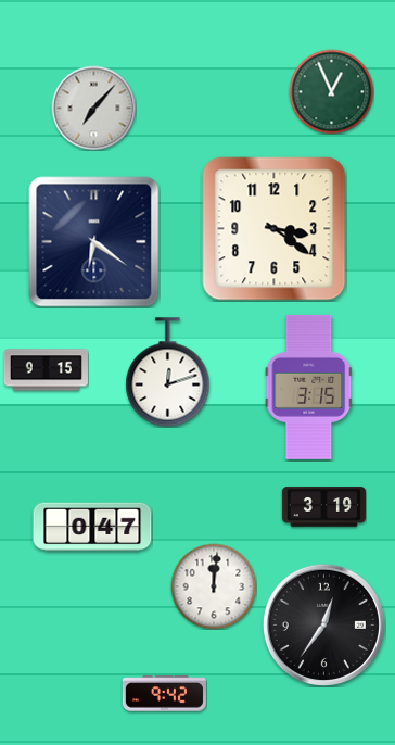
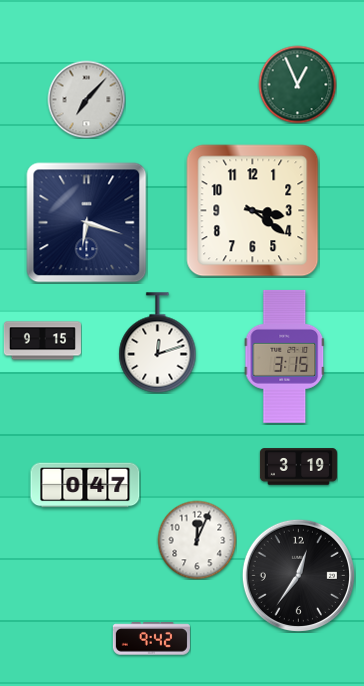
clock at (331, 91) position: (331, 91) -> (297, 84)
clock at (94, 242): 6:21 -> 6:18
clock at (168, 372) position: (168, 372) -> (158, 343)
clock at (214, 586): 12:01 -> 12:04
